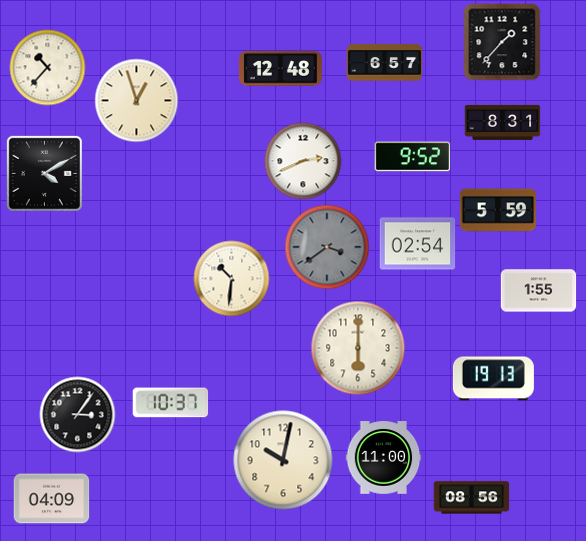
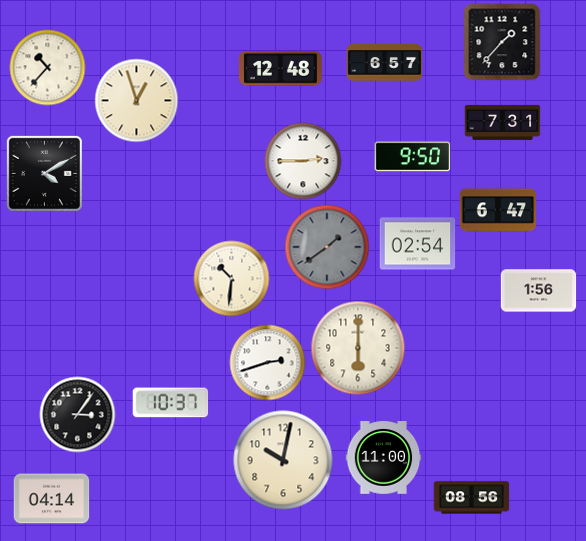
clock at (503, 122): 8:31 -> 7:31
clock at (413, 157): 9:52 -> 9:50
clock at (303, 161): 2:41 -> 2:45
clock at (498, 210): 5:59 -> 6:47
clock at (327, 247): 3:39 -> 1:39
clock at (539, 291): 1:55 -> 1:56
clock at (268, 363): none -> 2:42
clock at (493, 379): 19:13 -> none
clock at (52, 499): 04:09 -> 04:14
